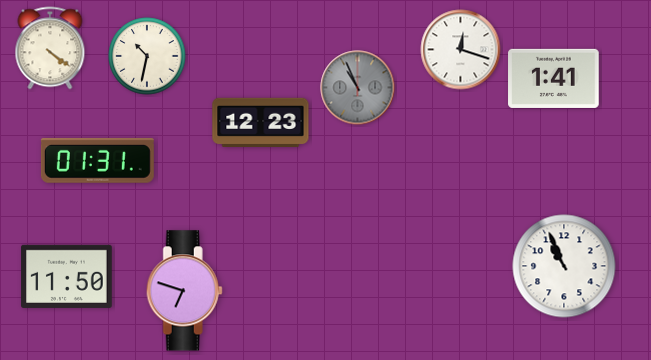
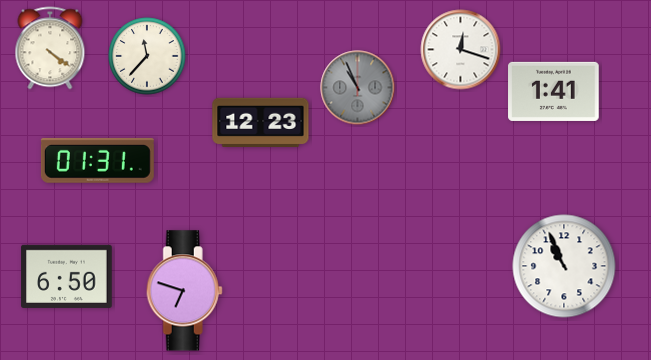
clock at (147, 56): 10:32 -> 11:37
clock at (554, 78) position: (554, 78) -> (554, 91)
clock at (67, 276): 11:50 -> 6:50
